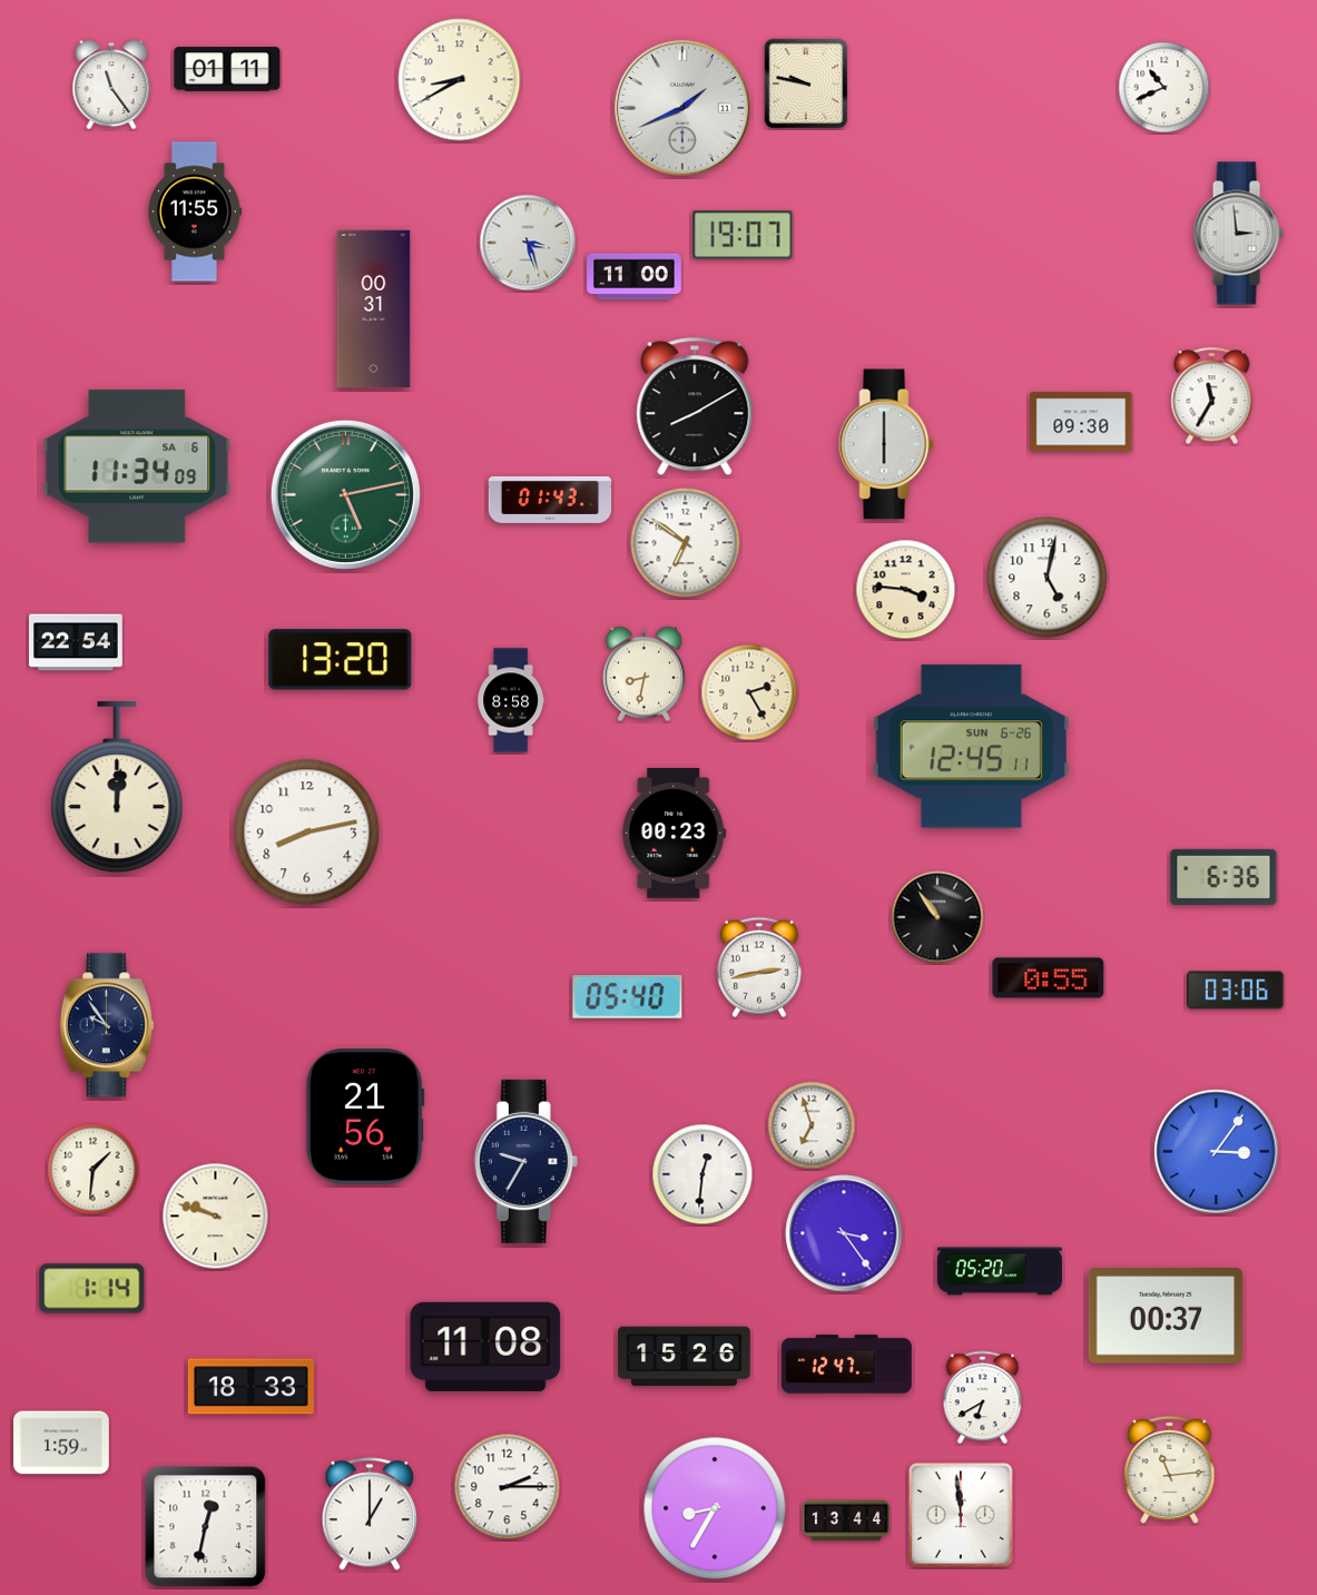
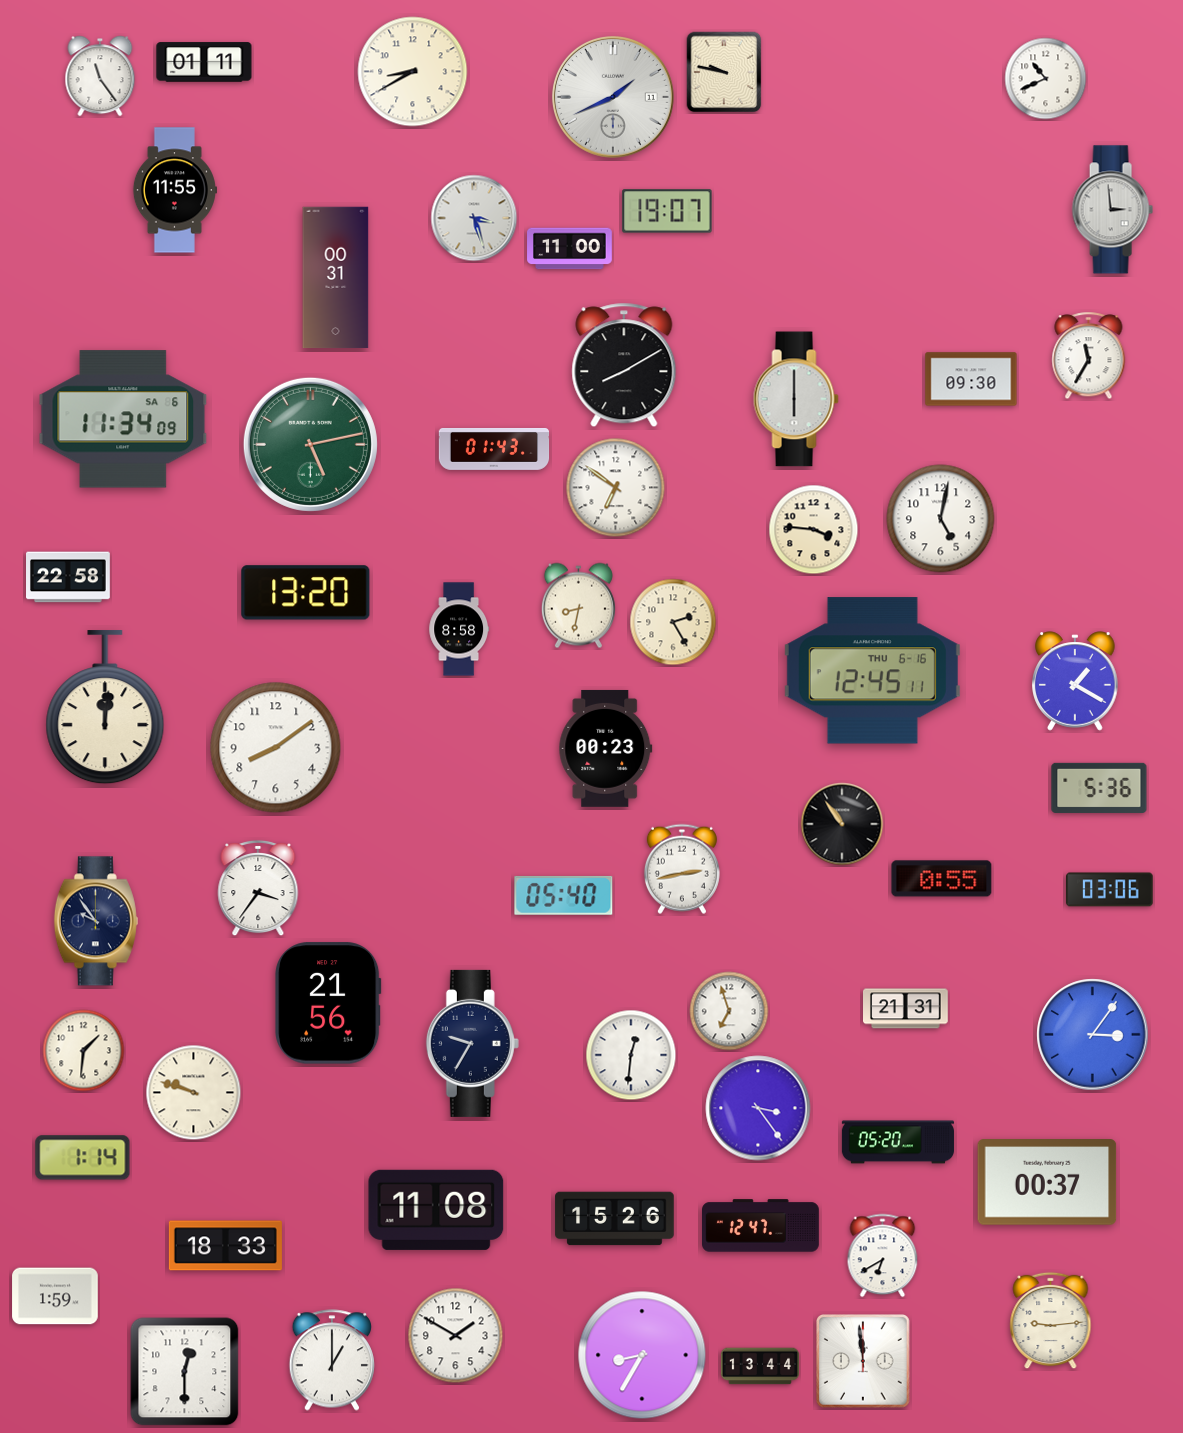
clock at (806, 83) position: (806, 83) -> (724, 72)
clock at (77, 642): 22:54 -> 22:58
clock at (971, 747) date: SUN 6-26 -> THU 6-16
clock at (1075, 681): none -> 1:20
clock at (307, 833): 8:13 -> 8:09
clock at (1223, 877): 6:36 -> 5:36
clock at (258, 888): none -> 3:36
clock at (906, 1009): none -> 21:31
clock at (1170, 1470): 11:14 -> 9:14
clock at (508, 1487): 2:15 -> 1:50
clock at (206, 1527): 12:32 -> 12:30
